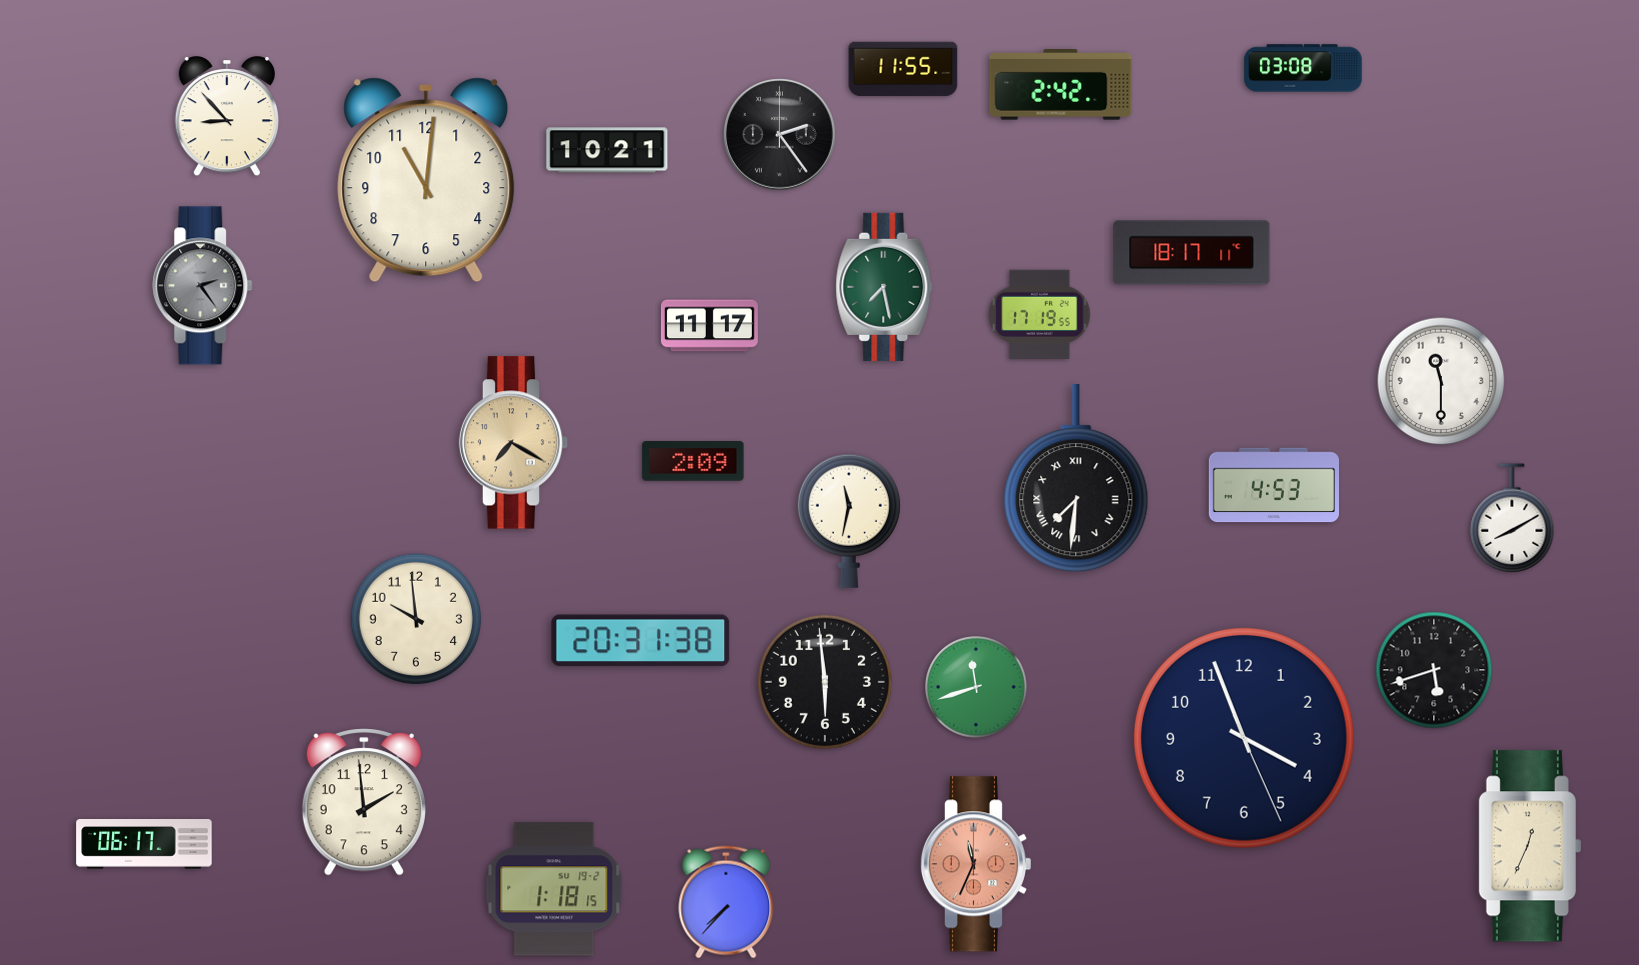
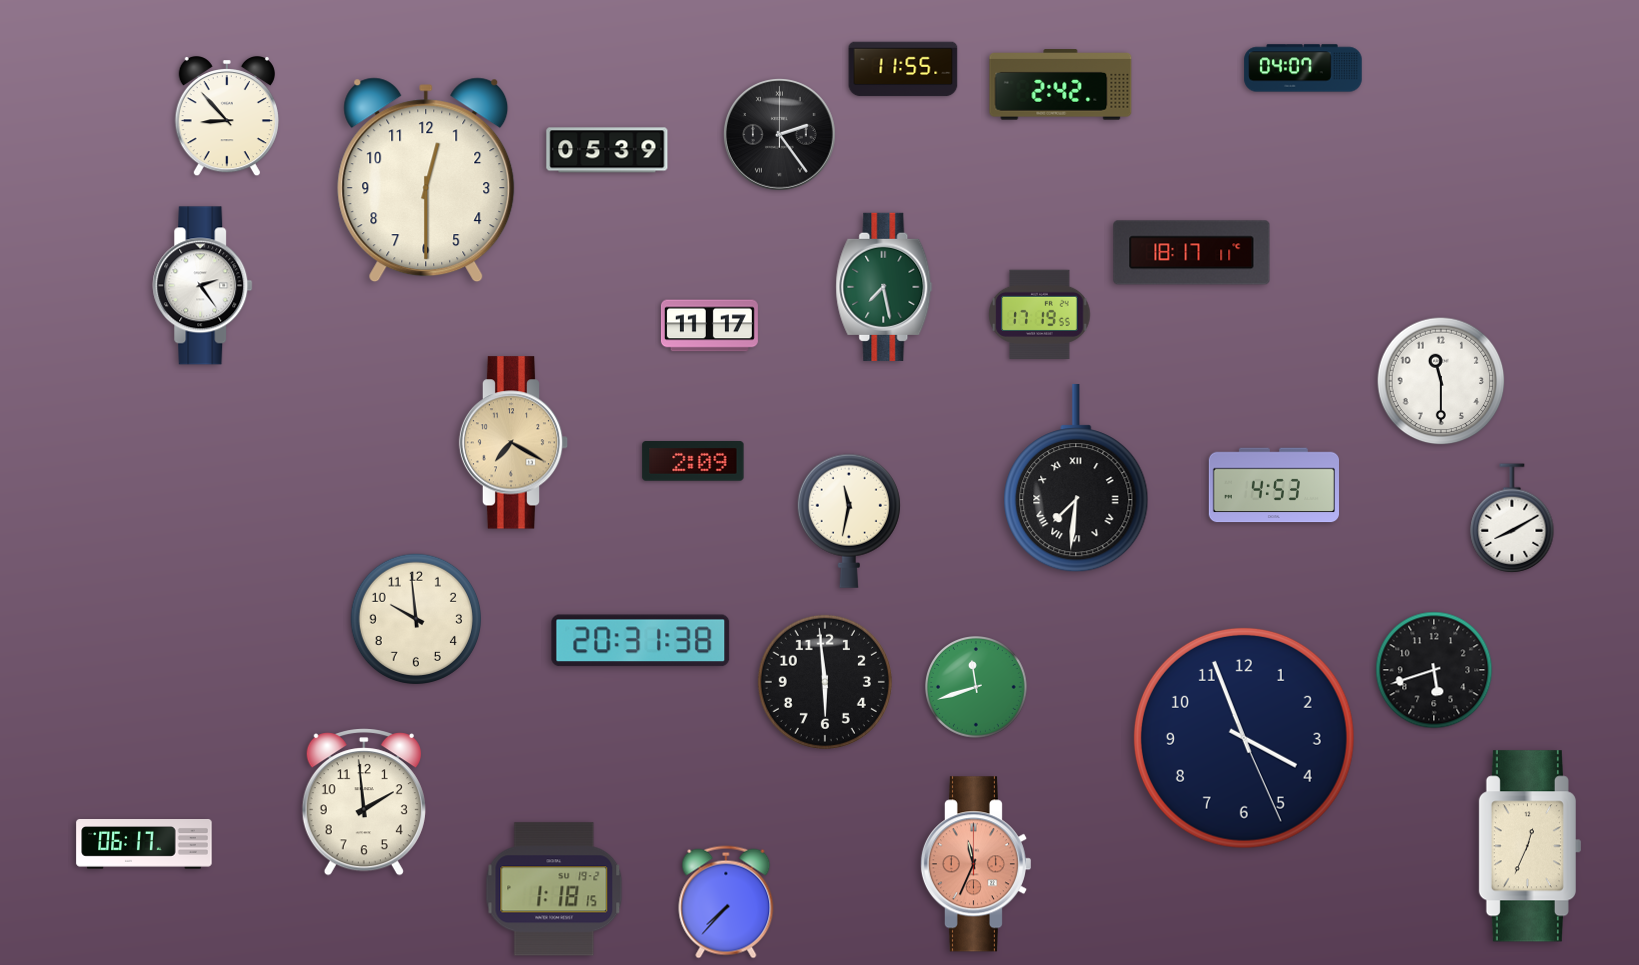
clock at (1303, 68): 03:08 -> 04:07
clock at (607, 150): 10:21 -> 05:39
clock at (426, 180): 11:01 -> 12:30
clock at (203, 286) dial: grey -> white
